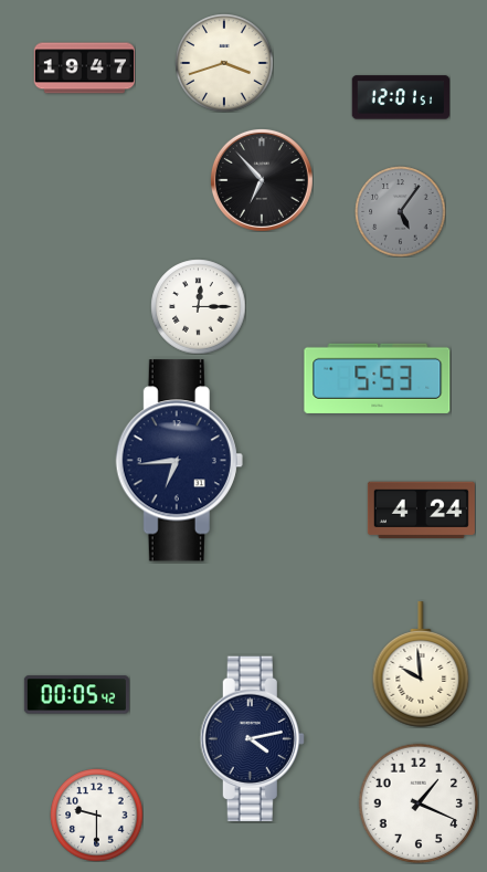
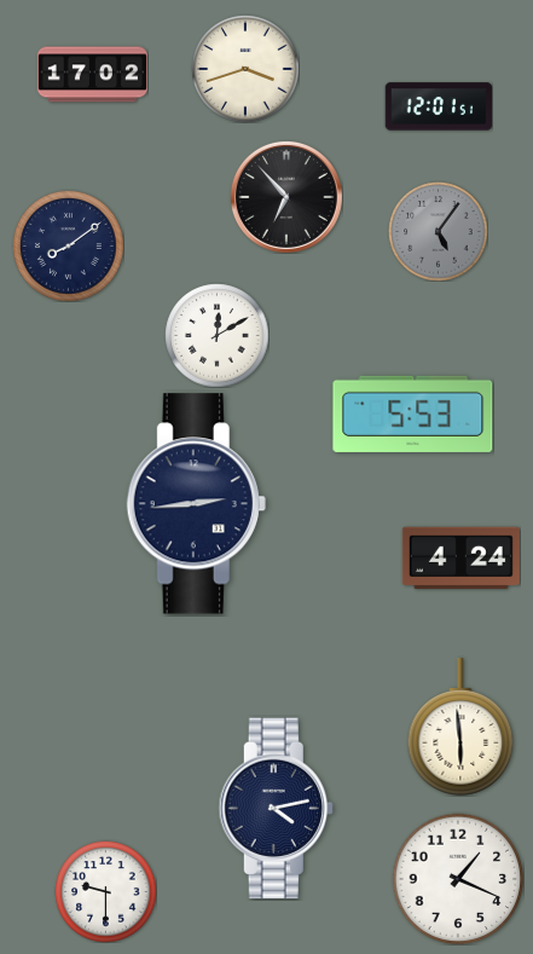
clock at (84, 69): 19:47 -> 17:02
clock at (68, 245): none -> 8:09
clock at (198, 306): 12:15 -> 12:10
clock at (179, 461): 6:44 -> 2:44
clock at (421, 664): 9:59 -> 5:59
clock at (76, 695): 00:05 -> none
